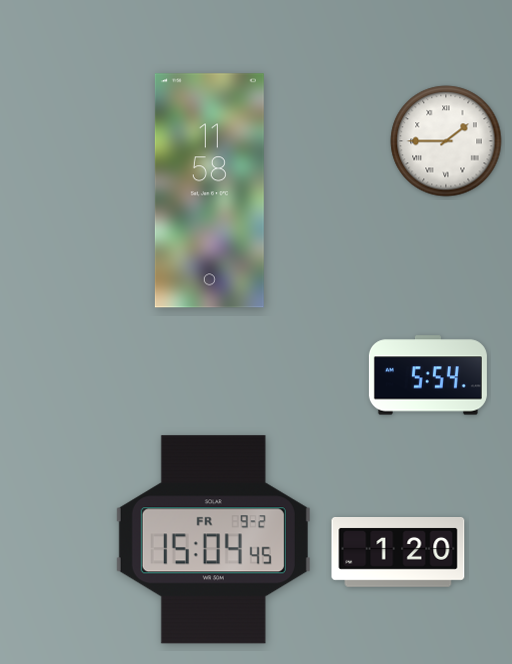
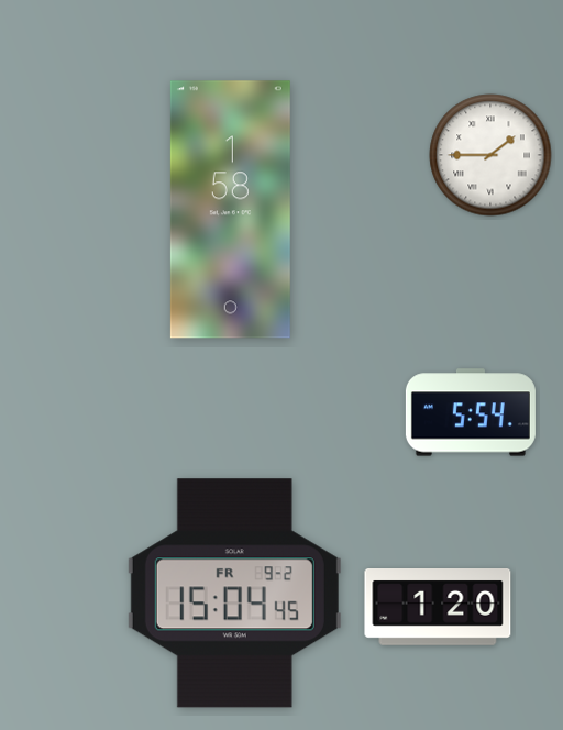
clock at (209, 191): 11:58 -> 1:58
